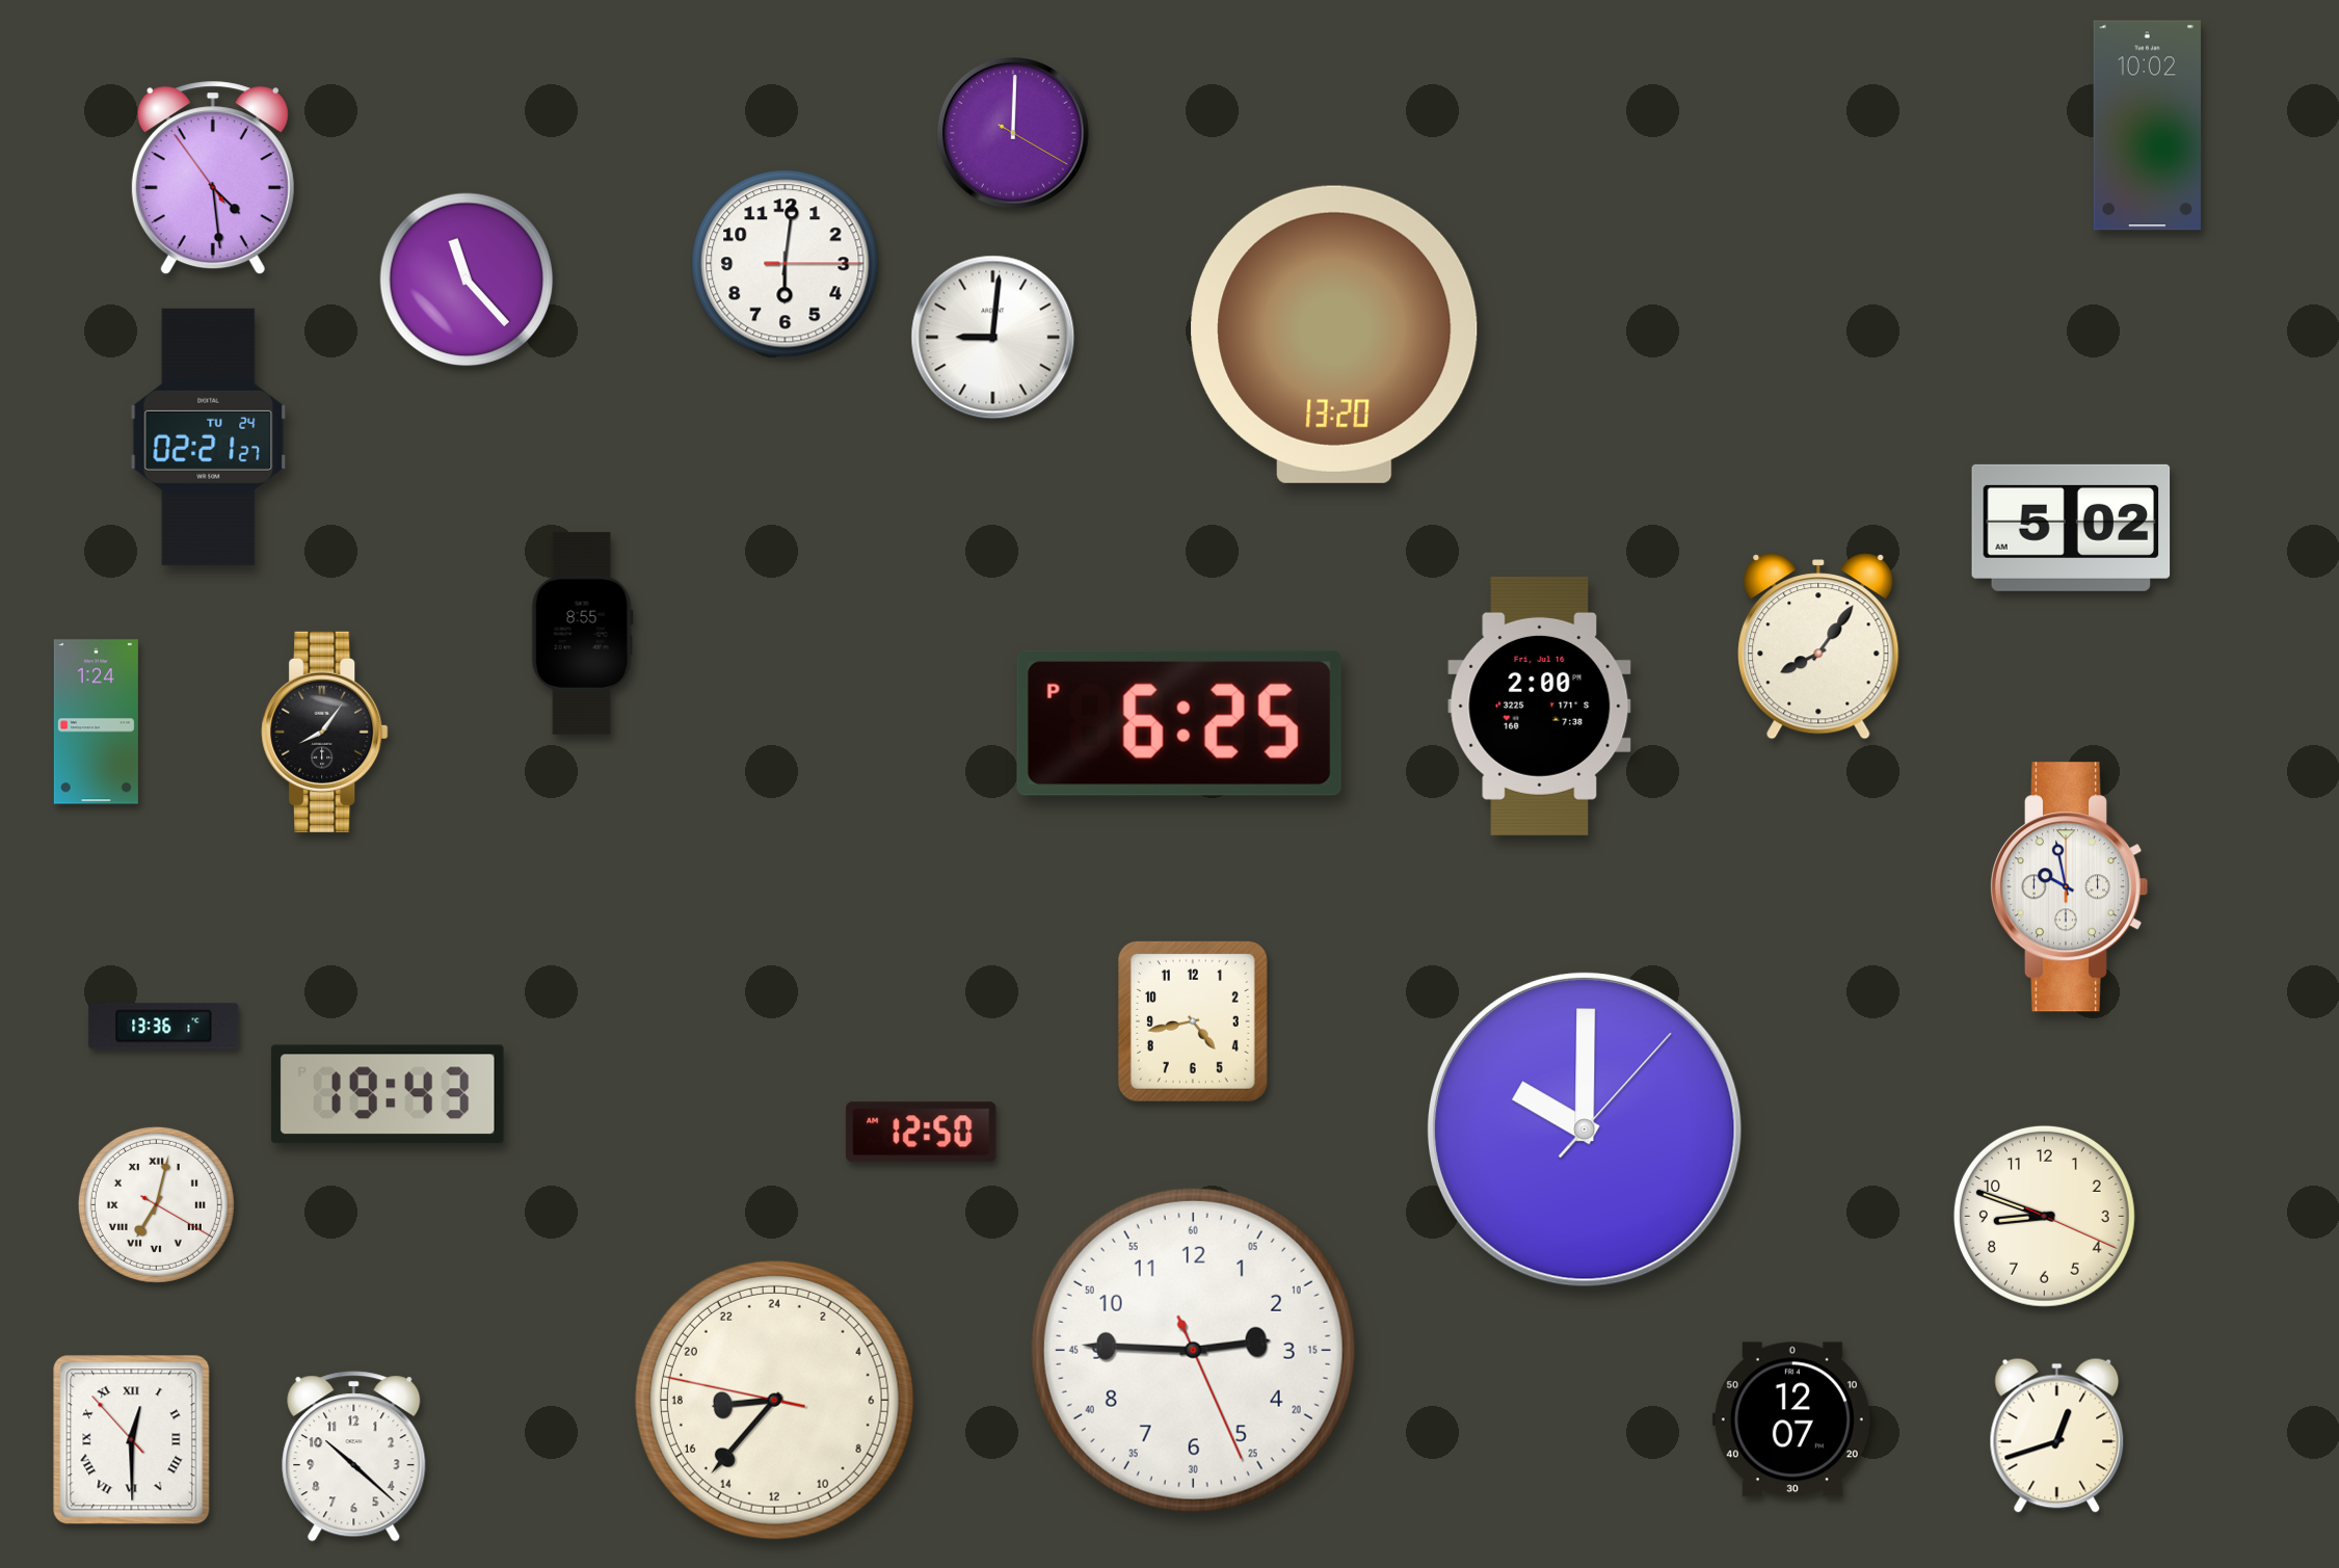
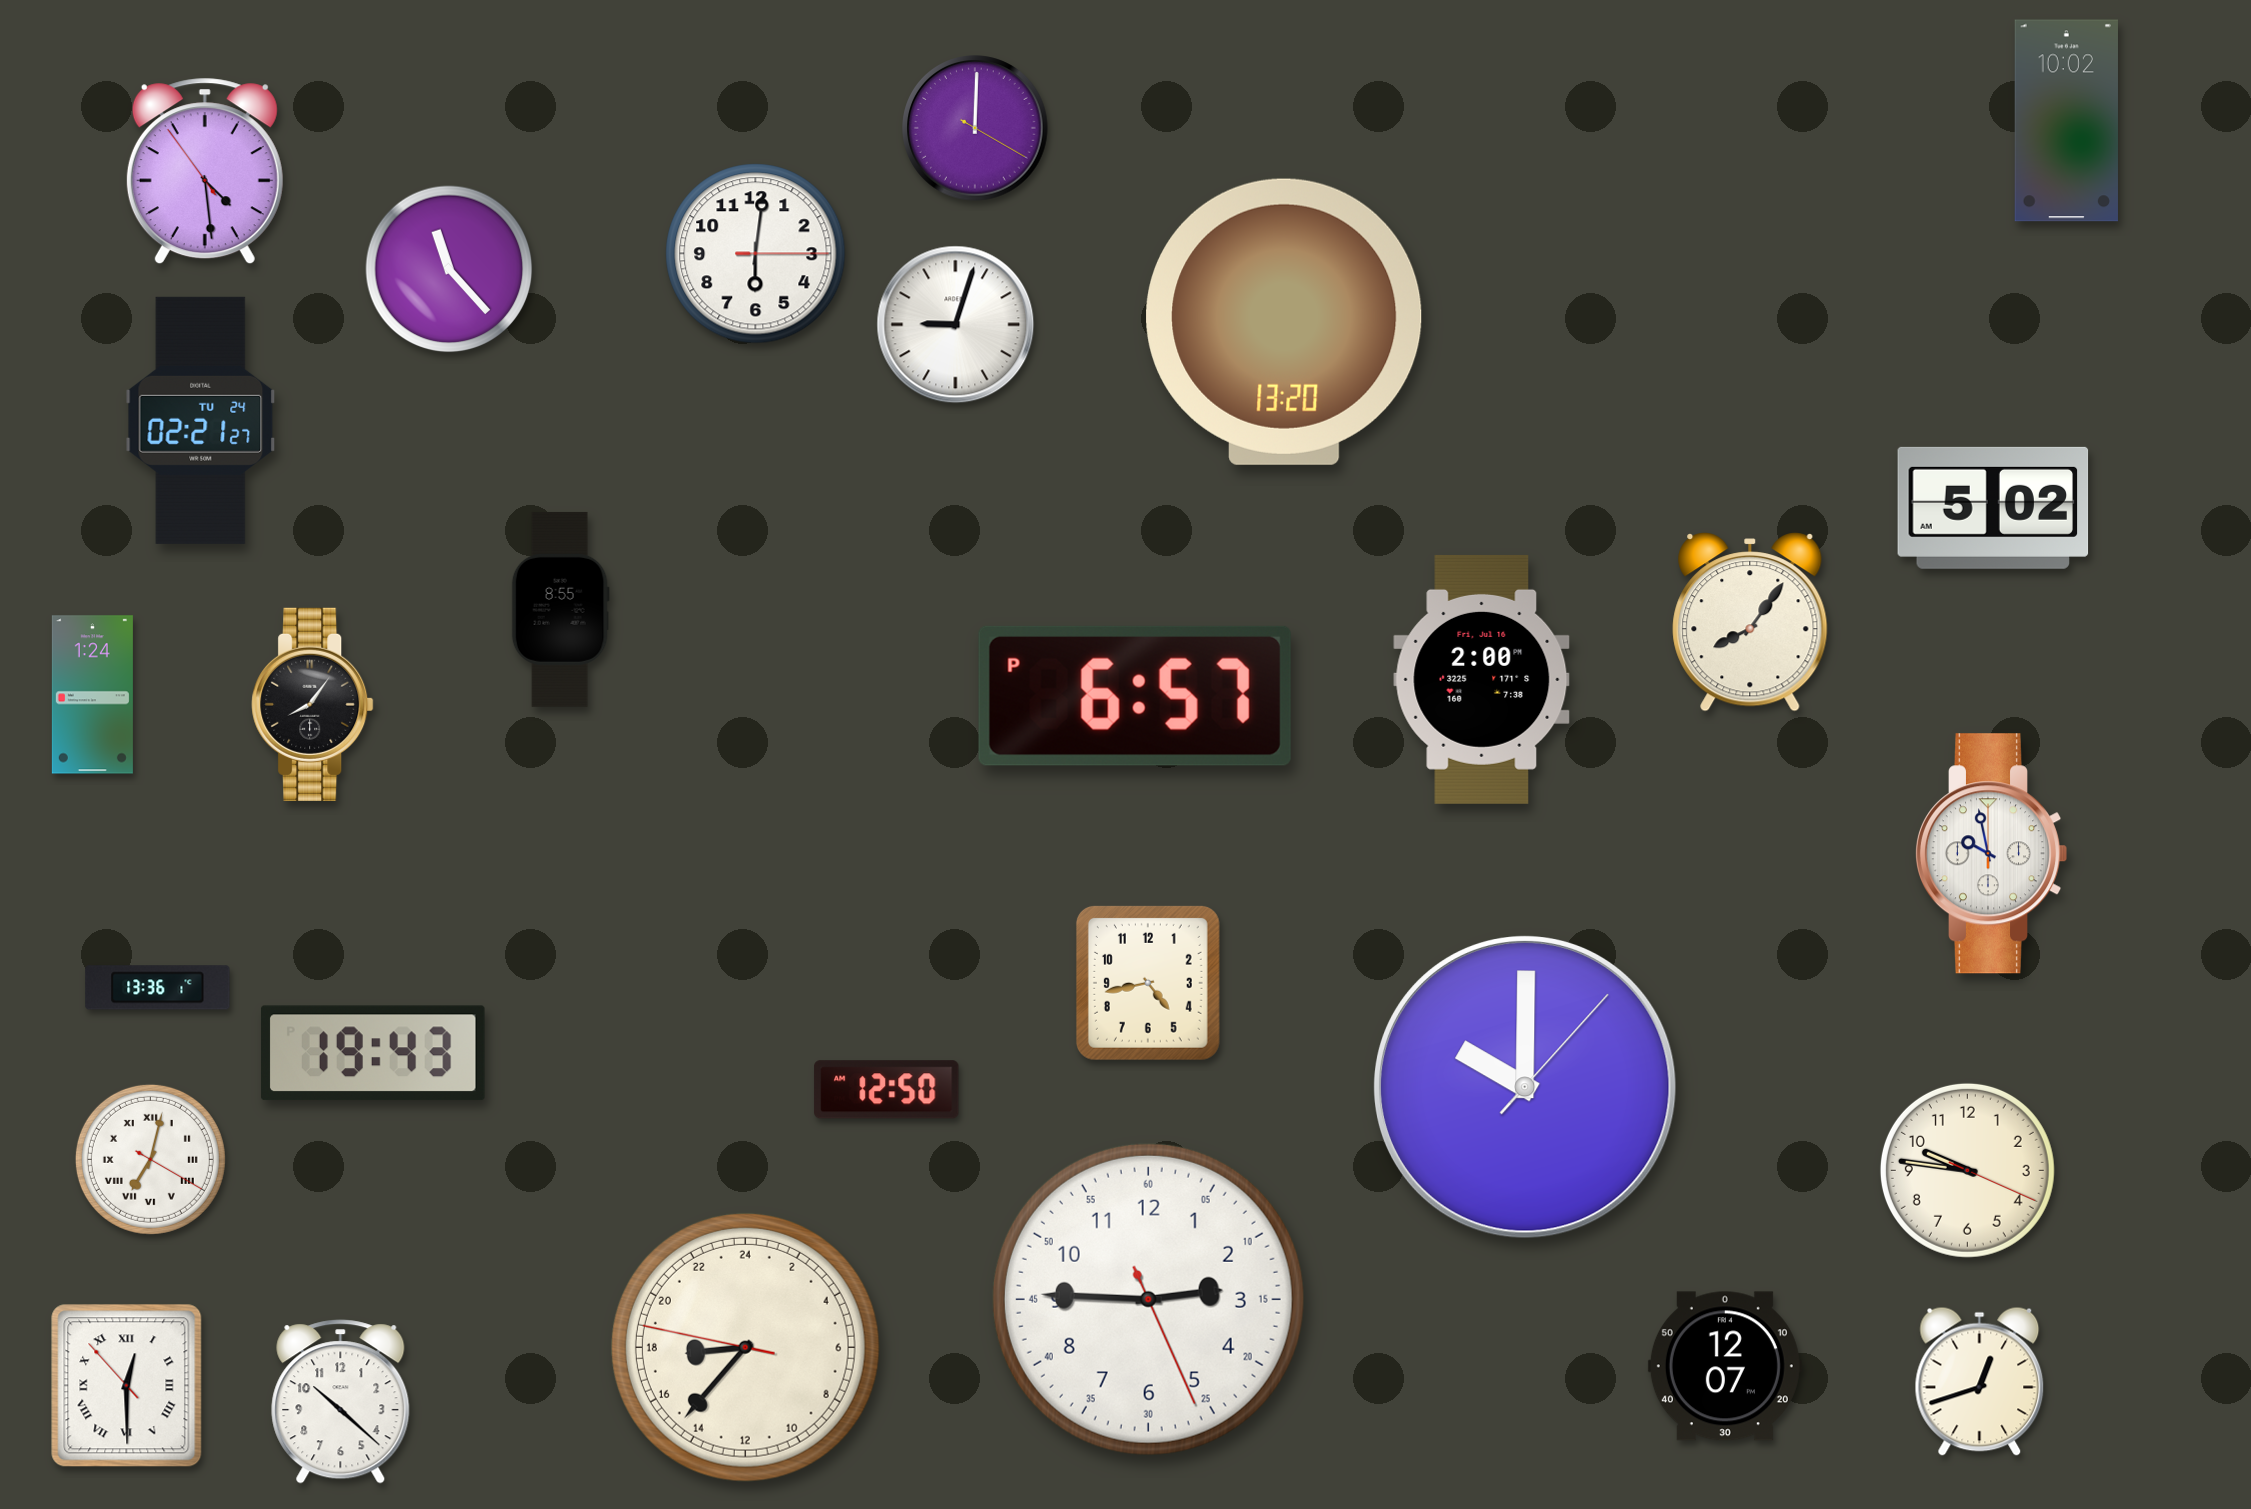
clock at (993, 338): 9:01 -> 9:03
clock at (1179, 723): 6:25 -> 6:57
clock at (2044, 1216): 8:48 -> 9:46
